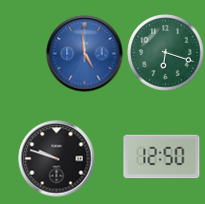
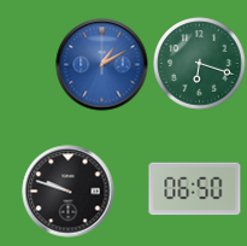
clock at (85, 54): 4:59 -> 1:10
clock at (162, 157): 12:50 -> 06:50
